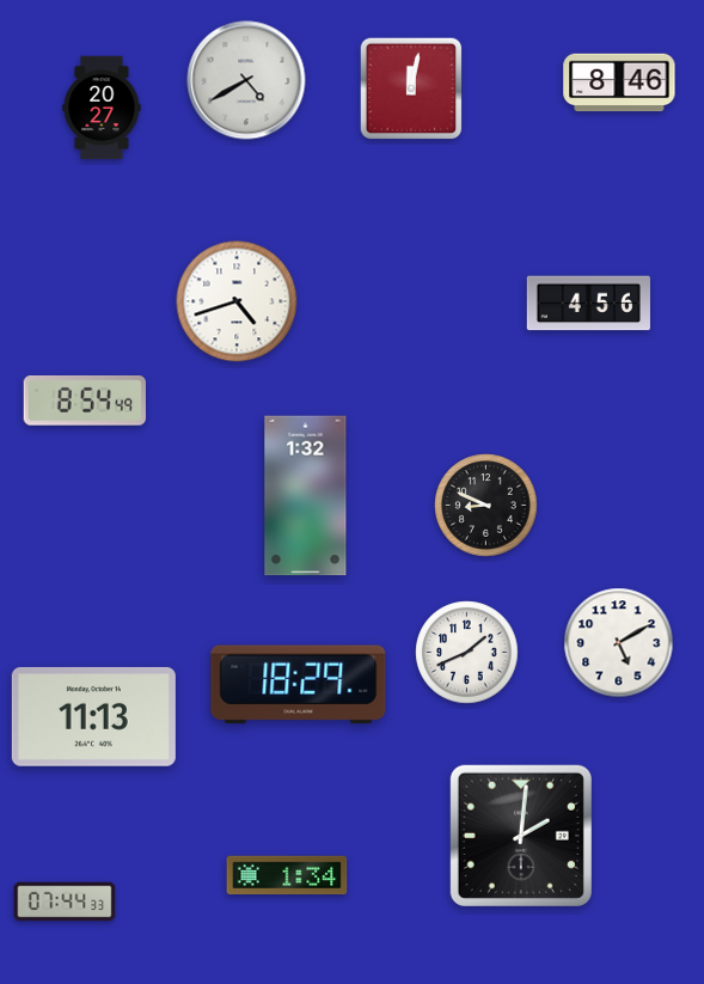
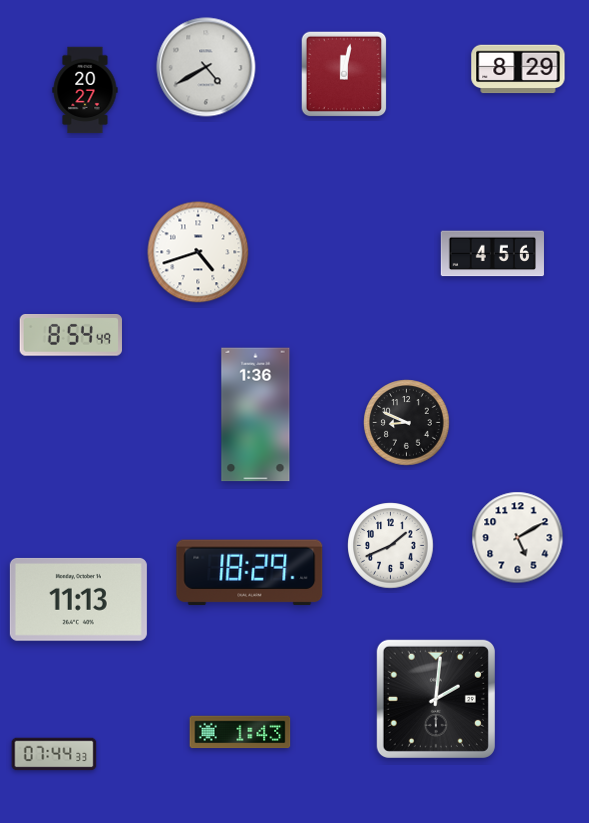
clock at (619, 82): 8:46 -> 8:29
clock at (306, 496): 1:32 -> 1:36
clock at (287, 875): 1:34 -> 1:43
